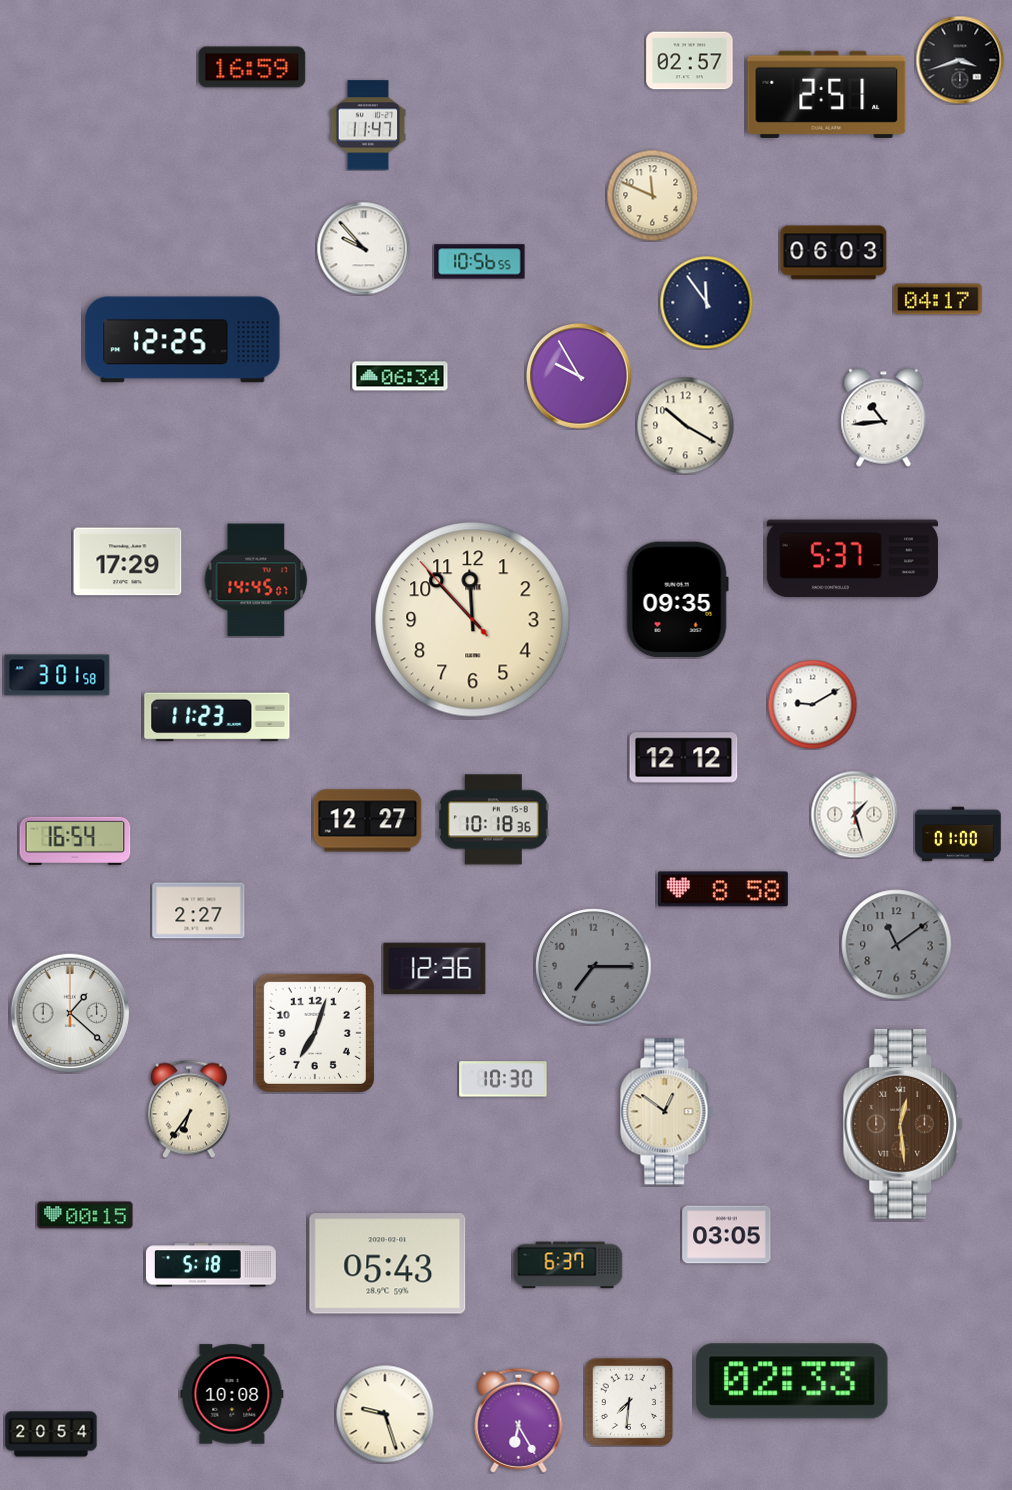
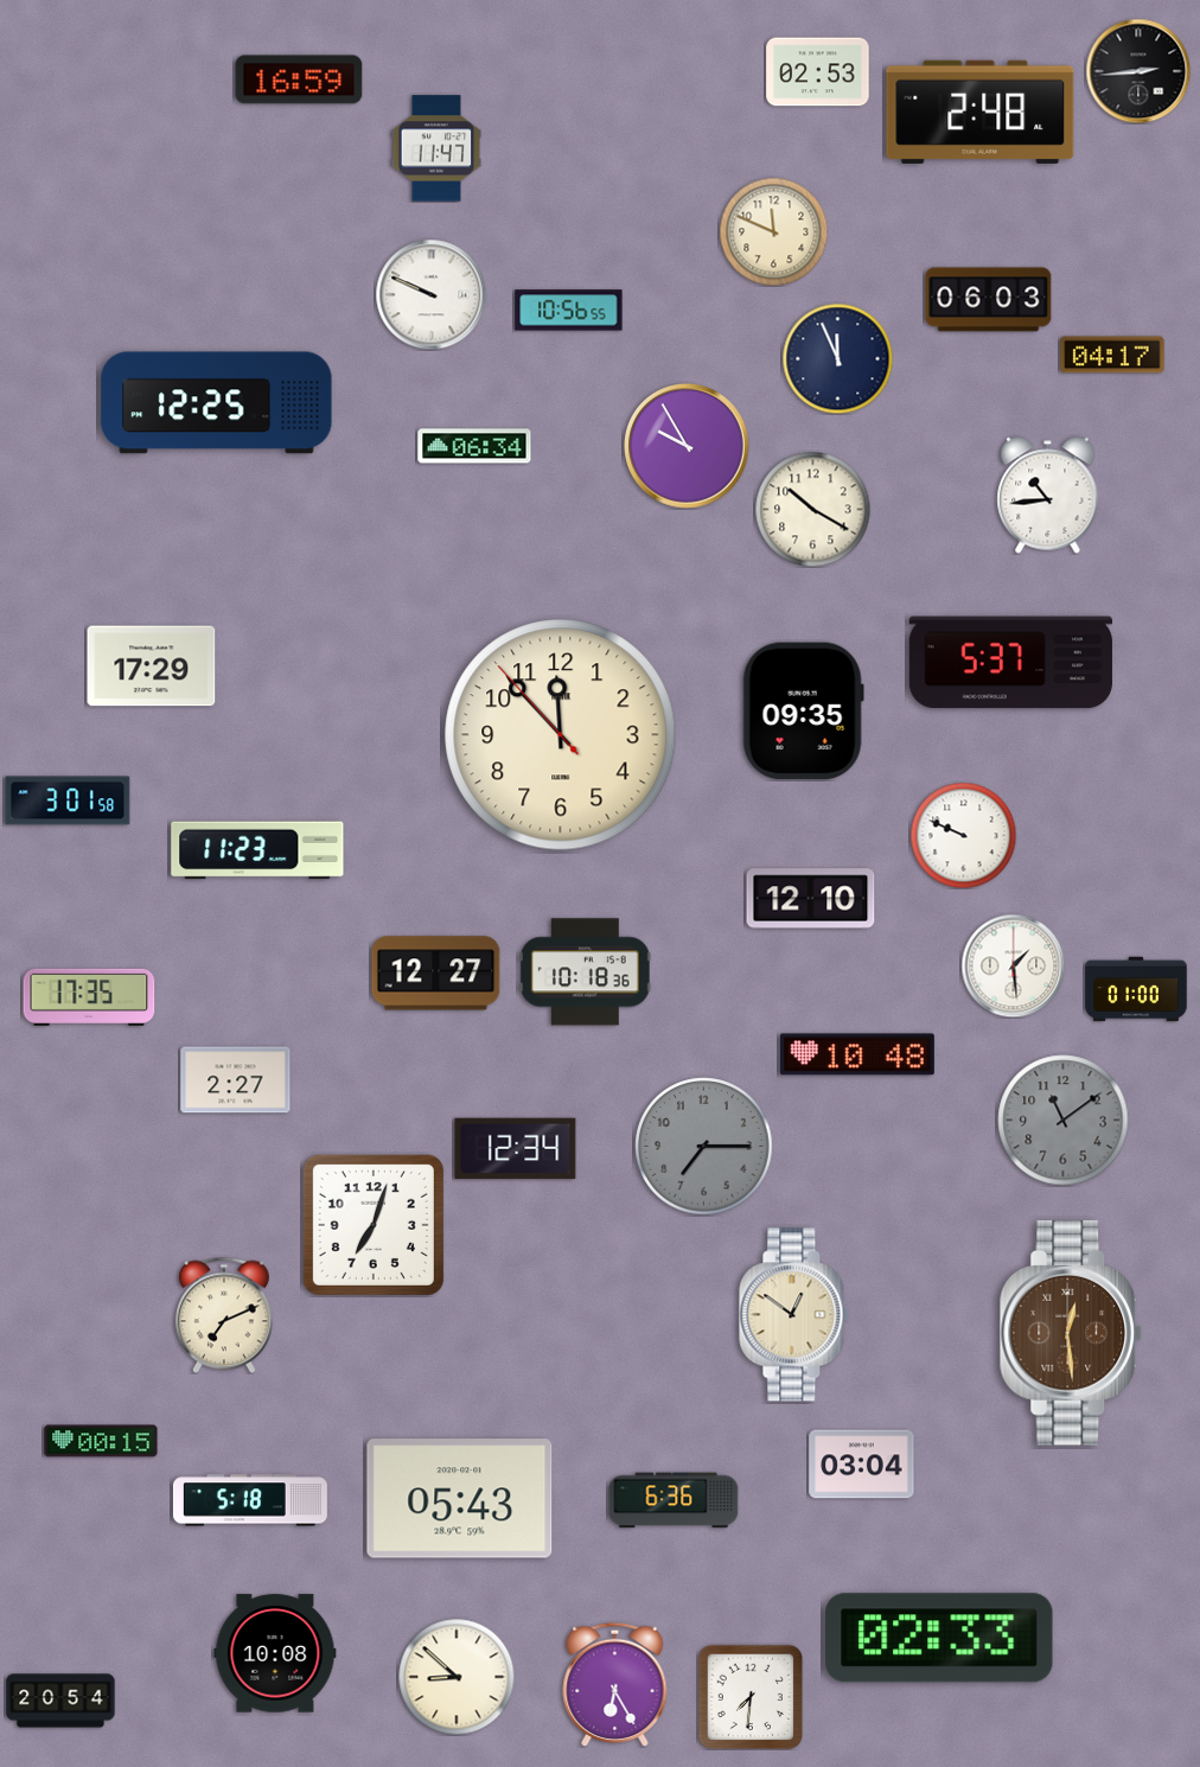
clock at (960, 60): 3:42 -> 2:44
clock at (690, 61): 02:57 -> 02:53
clock at (827, 94): 2:51 -> 2:48
clock at (363, 248): 9:53 -> 9:49
clock at (706, 302): 11:54 -> 11:56
clock at (685, 425) position: (685, 425) -> (812, 509)
clock at (256, 580): 14:45 -> none
clock at (812, 704): 9:10 -> 9:49
clock at (684, 758): 12:12 -> 12:10
clock at (854, 814): 1:27 -> 1:29
clock at (75, 841): 16:54 -> 17:35
clock at (723, 889): 8:58 -> 10:48
clock at (435, 969): 12:36 -> 12:34
clock at (70, 1013): 1:22 -> none
clock at (503, 1079): 10:30 -> none
clock at (189, 1109): 6:36 -> 7:11
clock at (667, 1112) position: (667, 1112) -> (794, 1315)
clock at (727, 1235): 03:05 -> 03:04
clock at (568, 1265): 6:37 -> 6:36
clock at (629, 1402) position: (629, 1402) -> (751, 1697)
clock at (385, 1414): 9:27 -> 8:52
